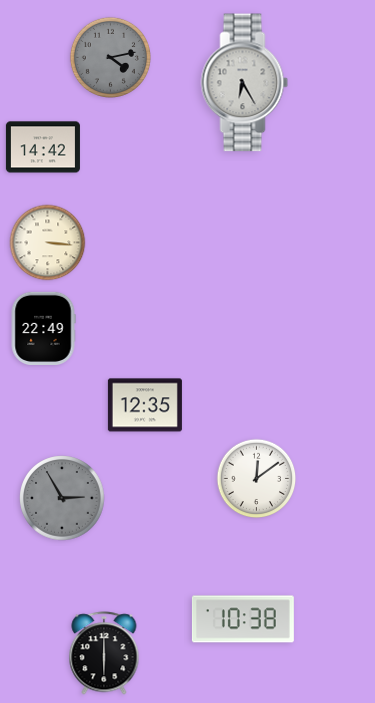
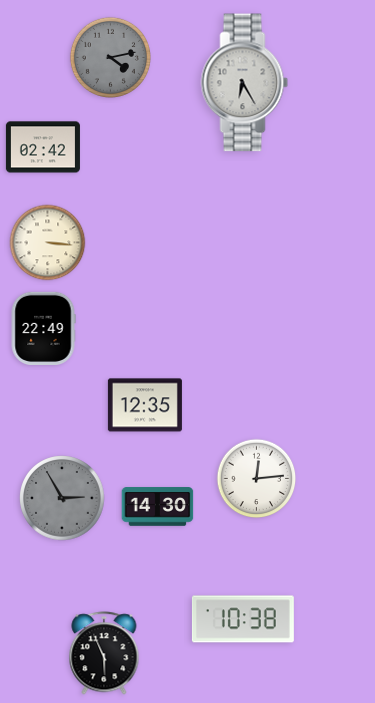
clock at (43, 147): 14:42 -> 02:42
clock at (257, 479): 12:09 -> 12:14
clock at (158, 507): none -> 14:30
clock at (104, 653): 6:00 -> 5:56
